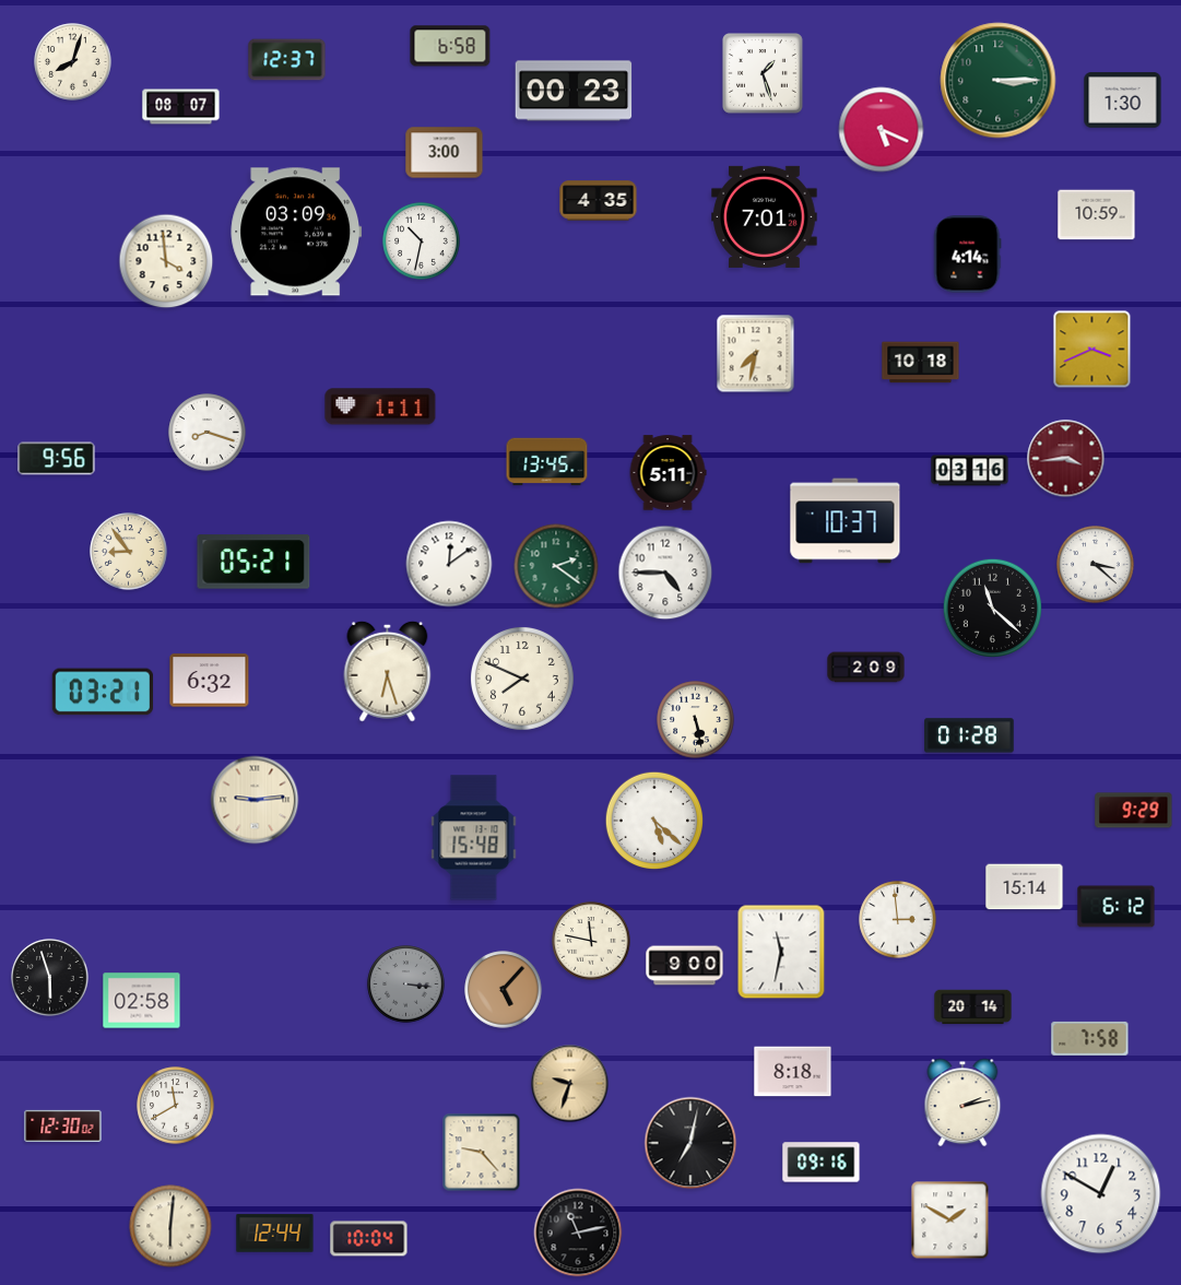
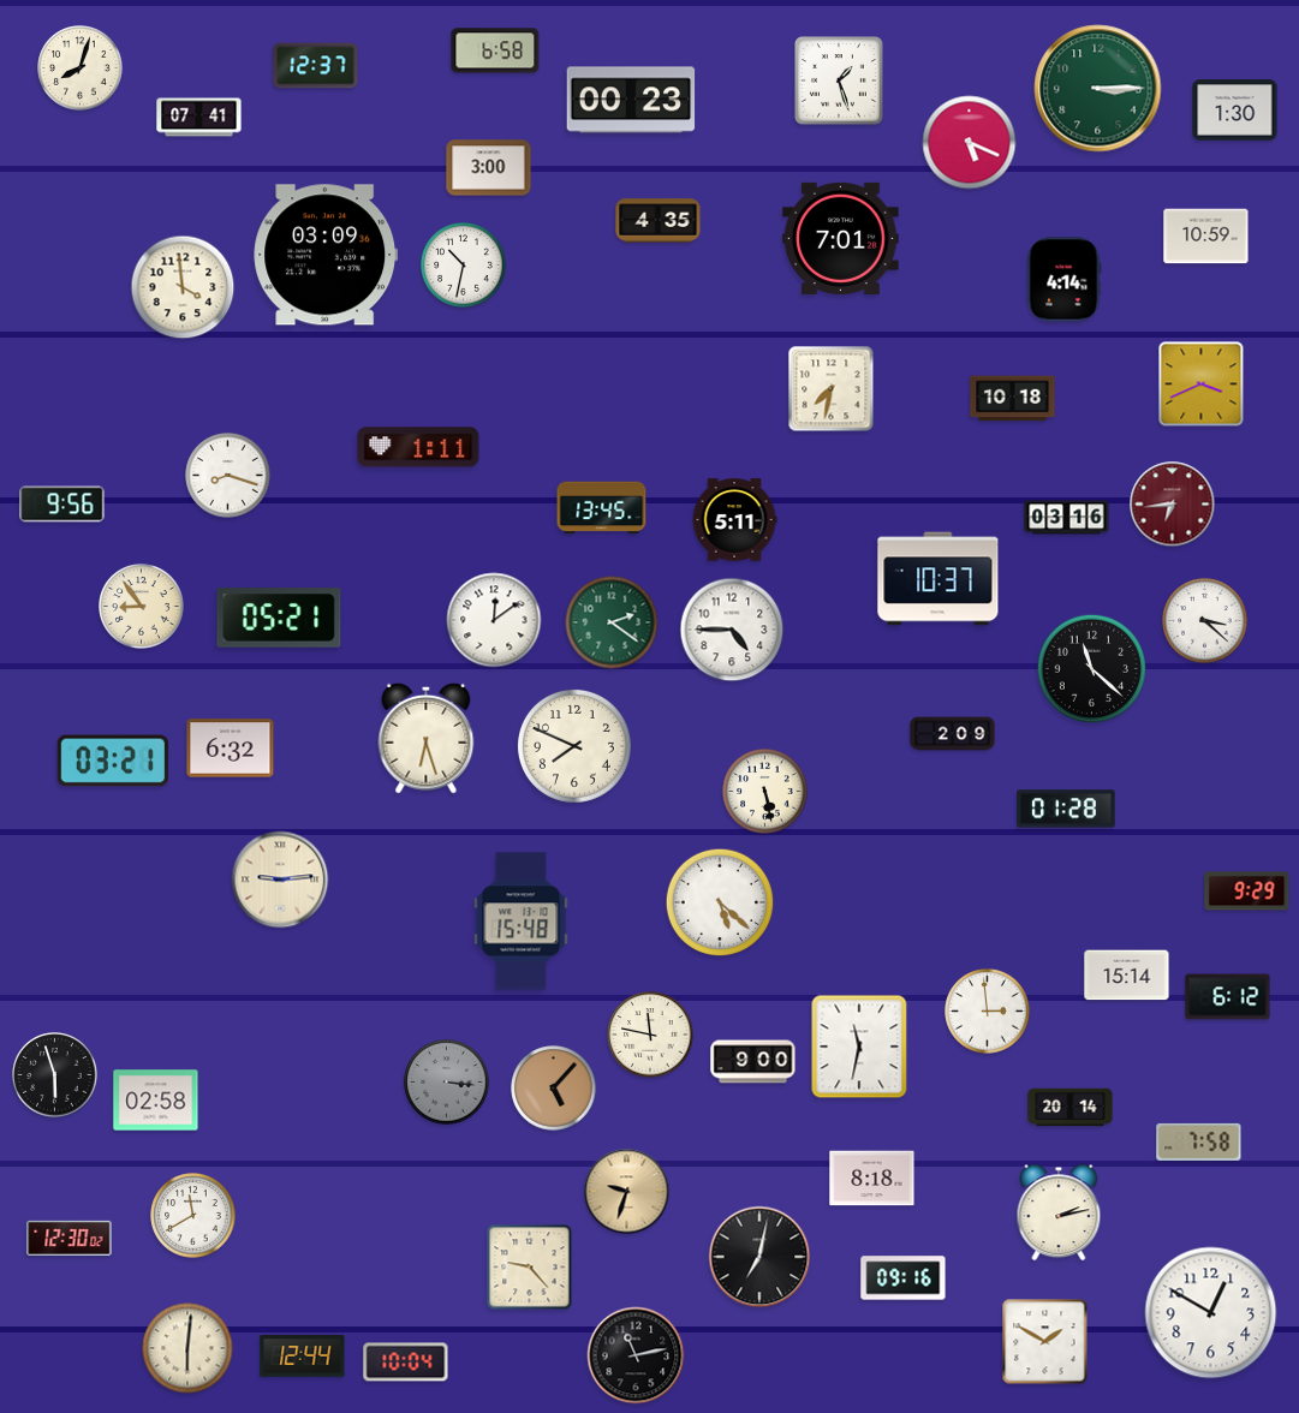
clock at (181, 107): 08:07 -> 07:41
clock at (1066, 459): 3:44 -> 6:44
clock at (846, 521) position: (846, 521) -> (939, 579)
